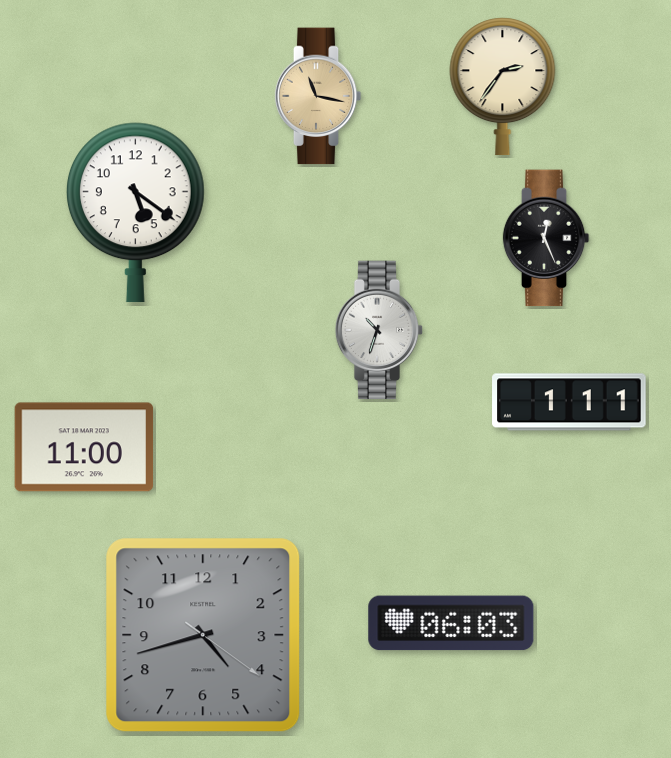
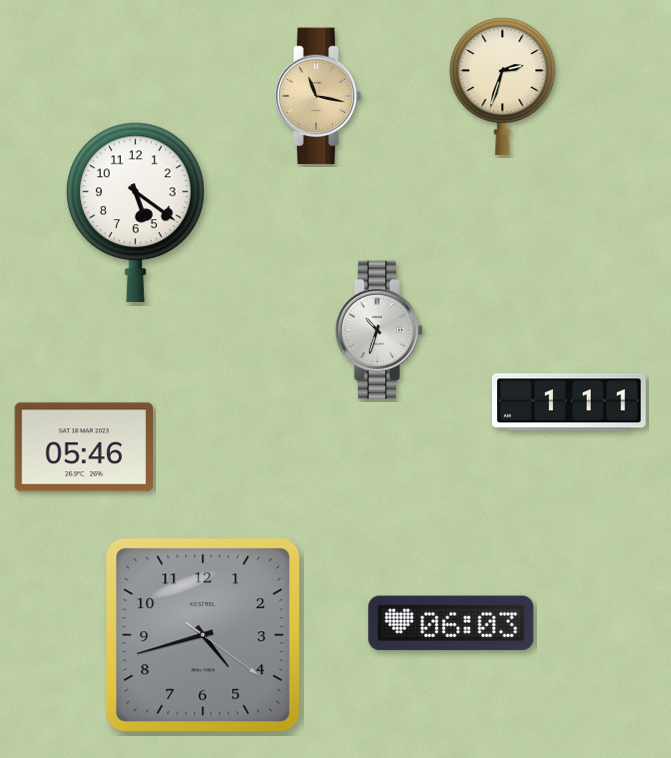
clock at (503, 87): 2:36 -> 2:33
clock at (546, 238): 12:26 -> none
clock at (84, 447): 11:00 -> 05:46
